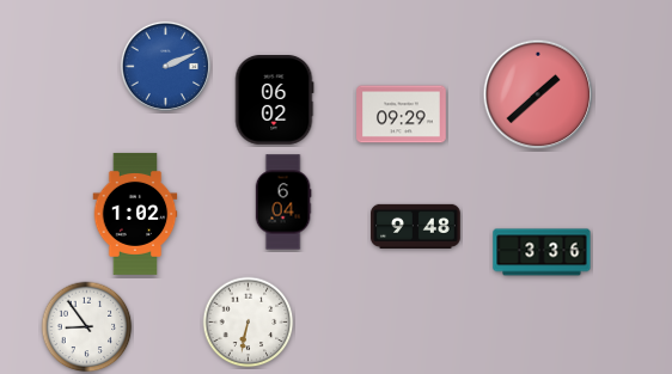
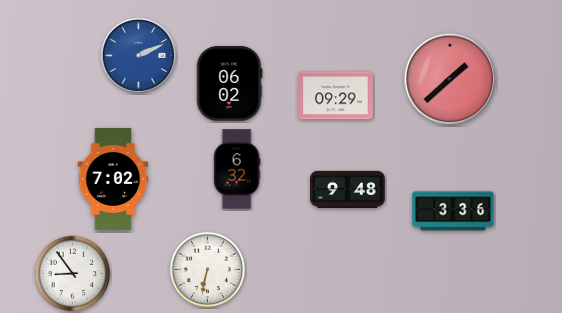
clock at (283, 202): 6:04 -> 6:32
clock at (135, 214): 1:02 -> 7:02
